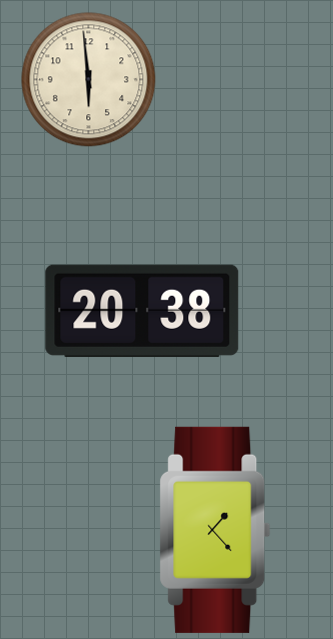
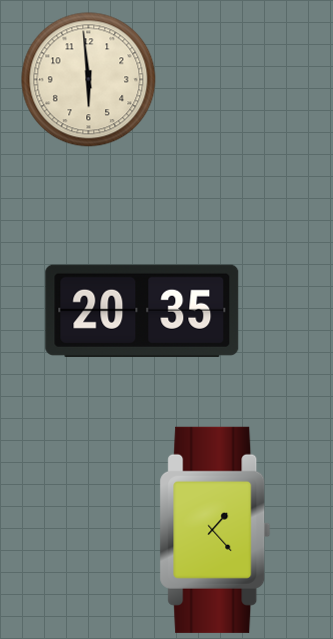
clock at (142, 311): 20:38 -> 20:35
